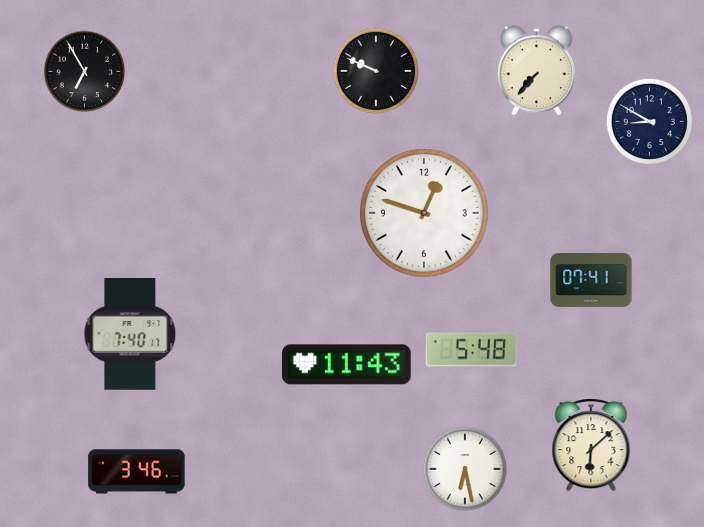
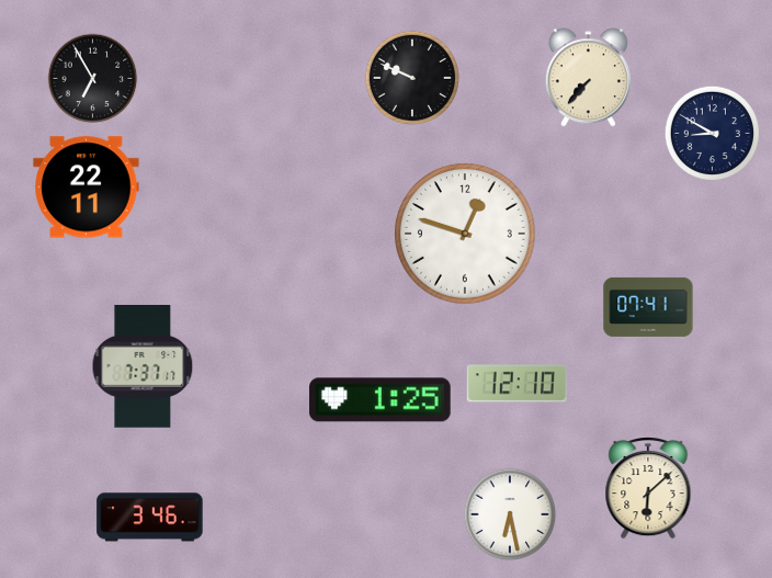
clock at (87, 188): none -> 22:11
clock at (130, 335): 7:40 -> 7:37
clock at (471, 350): 5:48 -> 12:10
clock at (347, 365): 11:43 -> 1:25
